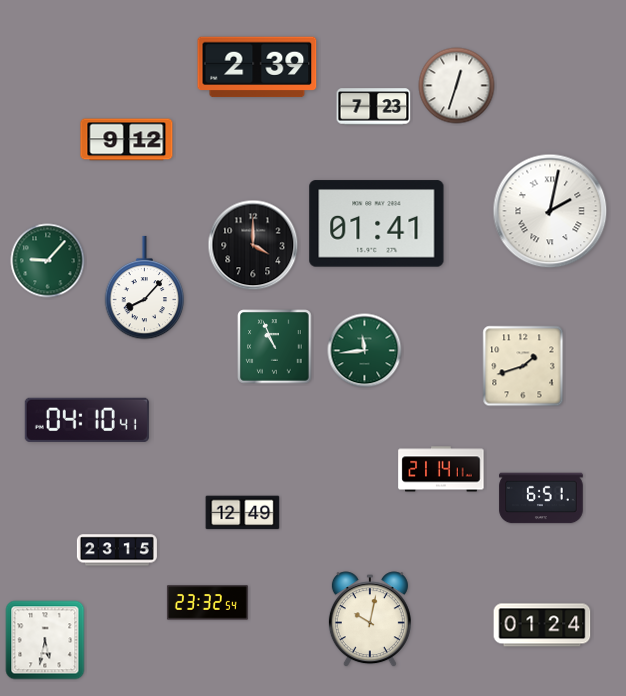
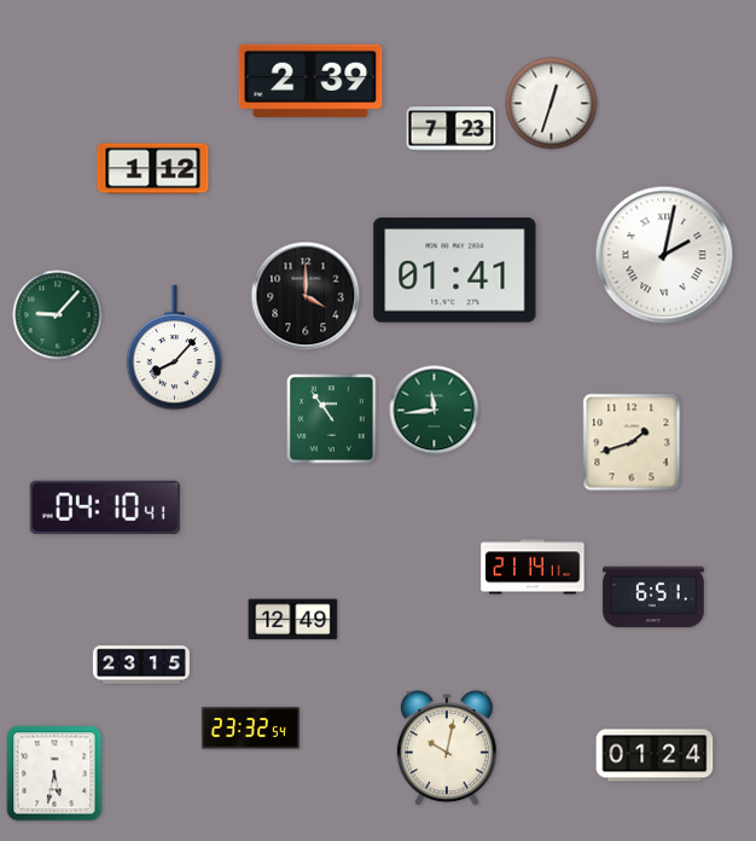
clock at (127, 140): 9:12 -> 1:12
clock at (275, 347): 10:56 -> 10:54
clock at (365, 351) position: (365, 351) -> (435, 411)
clock at (541, 498) position: (541, 498) -> (653, 597)
